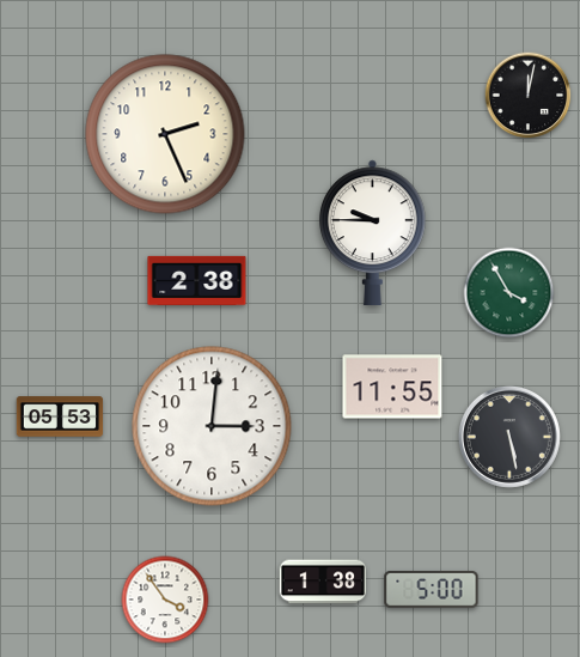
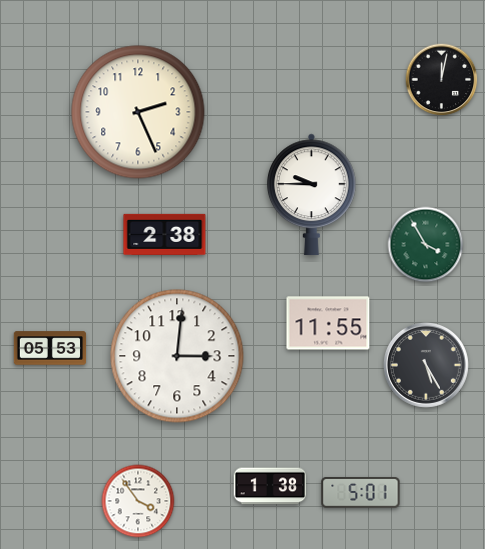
clock at (509, 437): 5:28 -> 5:25
clock at (432, 590): 5:00 -> 5:01
